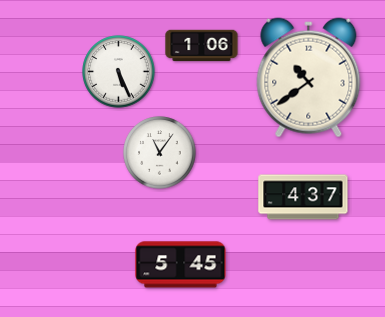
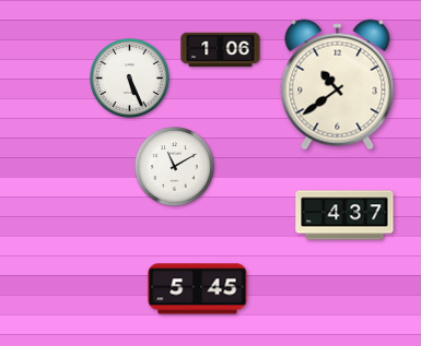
clock at (160, 153): 11:06 -> 11:10
clock at (303, 197) position: (303, 197) -> (344, 215)
